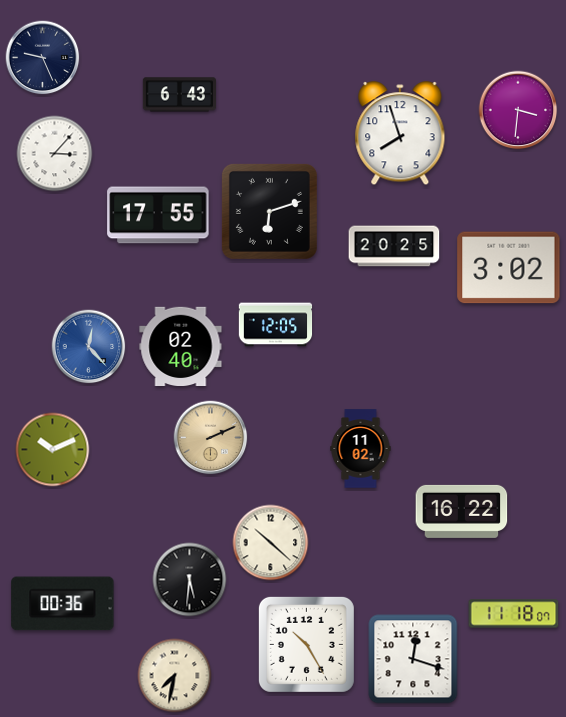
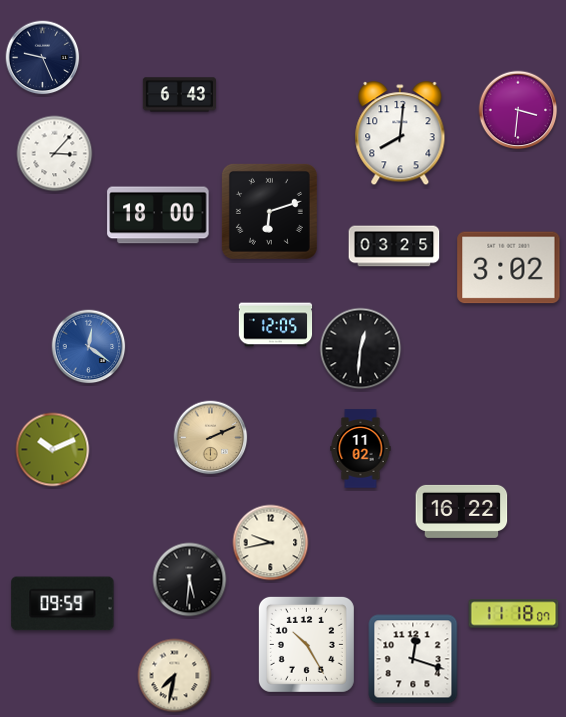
clock at (400, 134): 7:57 -> 8:01
clock at (158, 215): 17:55 -> 18:00
clock at (394, 246): 20:25 -> 03:25
clock at (181, 346): 02:40 -> none
clock at (89, 347): 12:23 -> 12:21
clock at (361, 349): none -> 12:31
clock at (271, 543): 10:22 -> 9:43
clock at (63, 604): 00:36 -> 09:59
